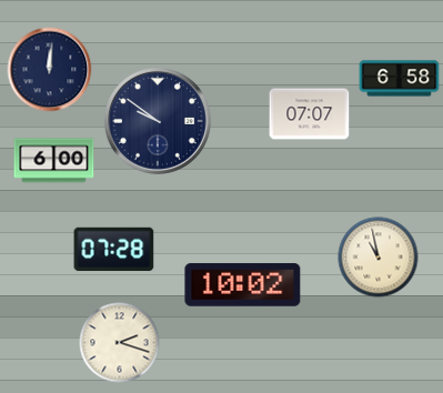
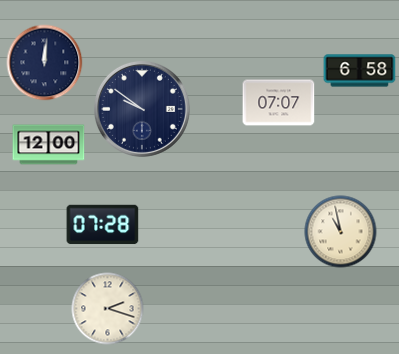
clock at (54, 161): 6:00 -> 12:00
clock at (243, 285): 10:02 -> none
